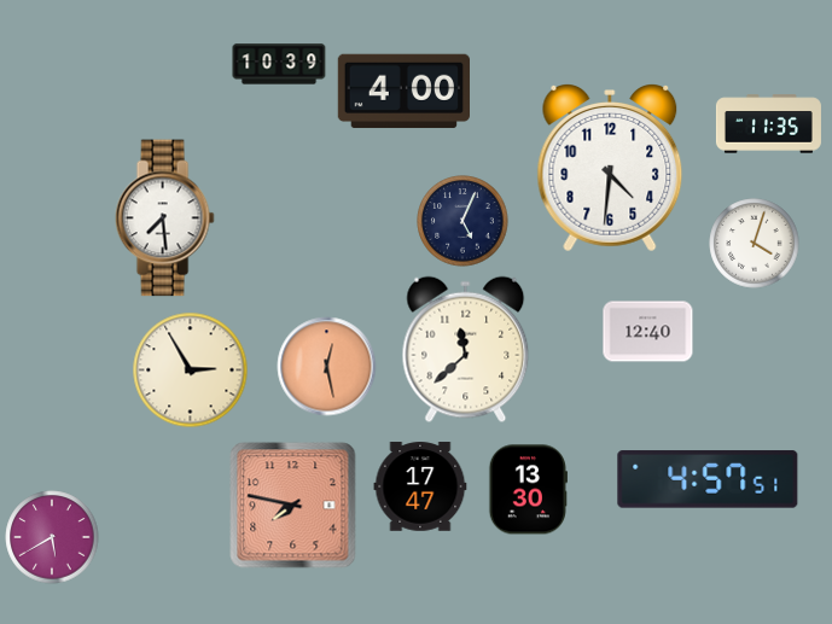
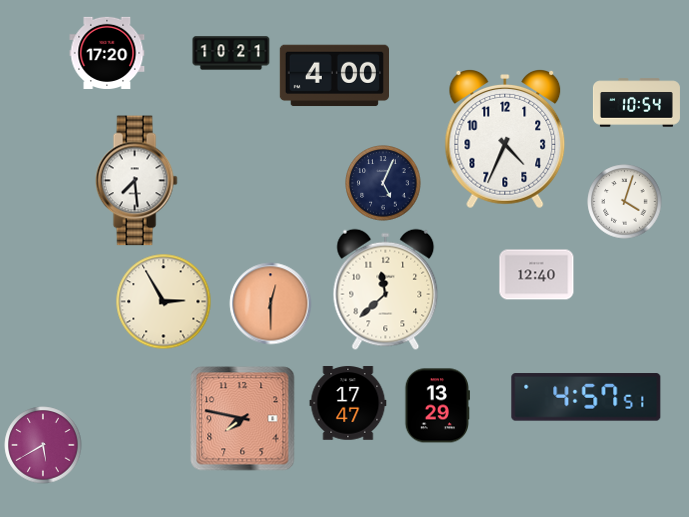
clock at (107, 53): none -> 17:20
clock at (279, 64): 10:39 -> 10:21
clock at (768, 124): 11:35 -> 10:54
clock at (610, 169): 4:31 -> 4:34
clock at (327, 367): 12:28 -> 12:30
clock at (191, 371) position: (191, 371) -> (164, 302)
clock at (528, 490): 13:30 -> 13:29
